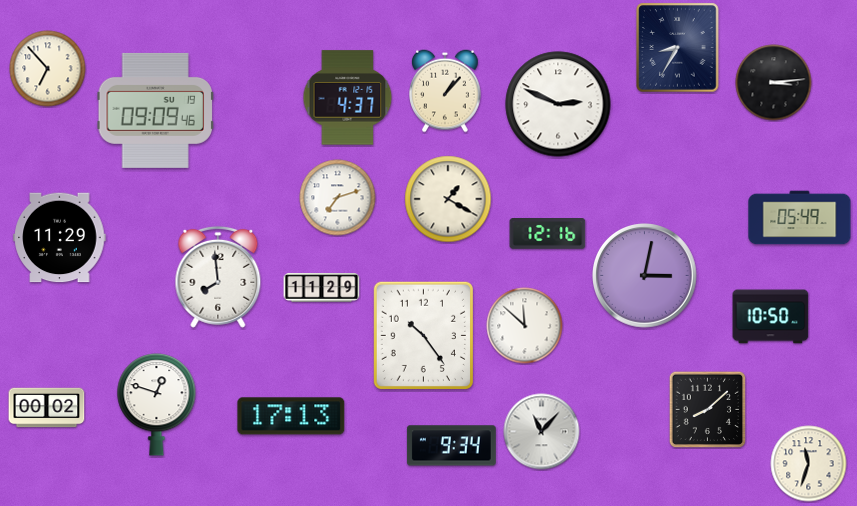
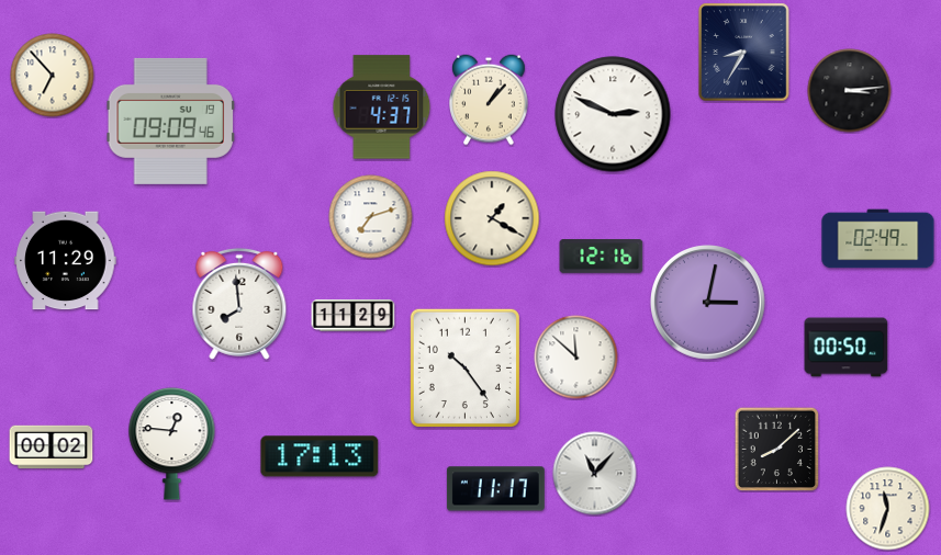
clock at (800, 218): 05:49 -> 02:49
clock at (771, 317): 10:50 -> 00:50
clock at (157, 405): 12:48 -> 12:46
clock at (451, 446): 9:34 -> 11:17
